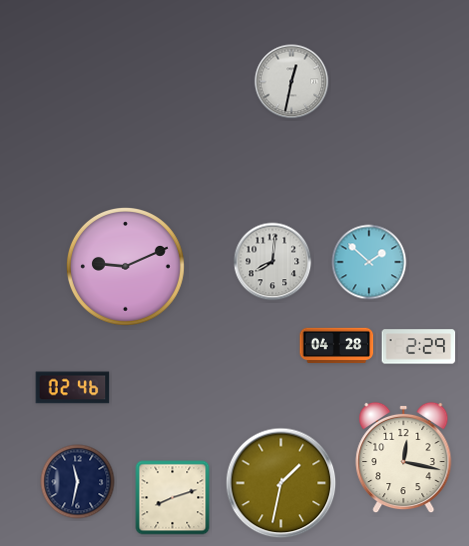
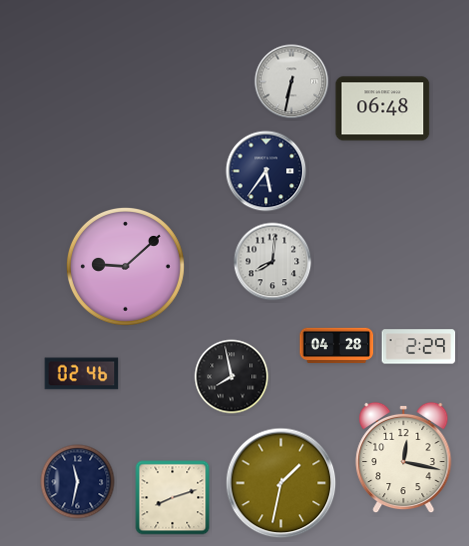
clock at (292, 82): 12:32 -> 6:32
clock at (383, 109): none -> 06:48
clock at (266, 171): none -> 5:36
clock at (369, 262): 1:52 -> none
clock at (125, 266): 9:11 -> 9:08
clock at (232, 377): none -> 7:58
clock at (73, 388) position: (73, 388) -> (82, 374)
